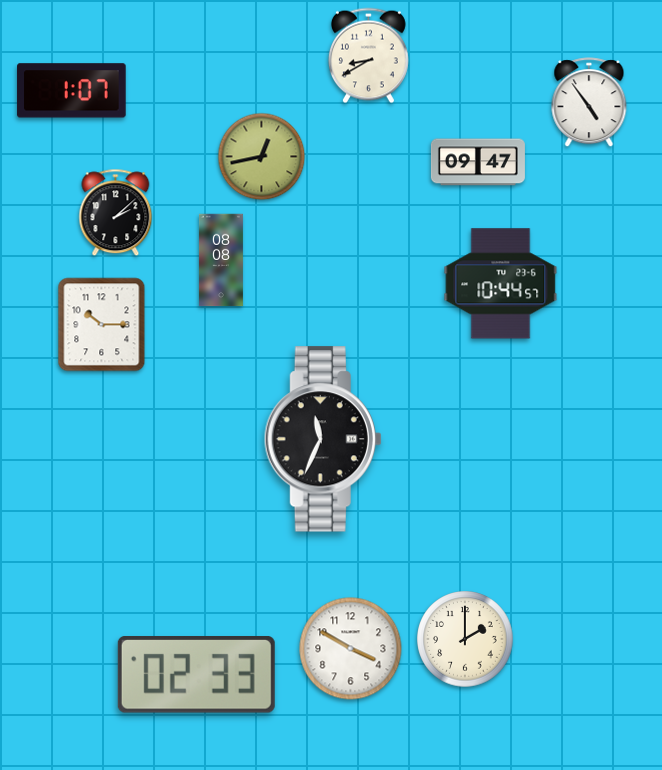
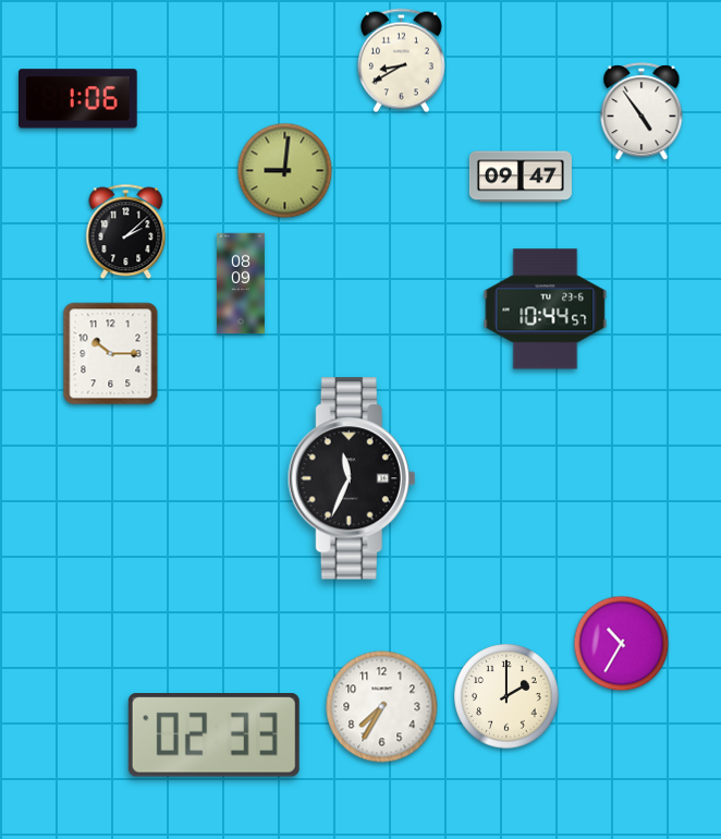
clock at (72, 91): 1:07 -> 1:06
clock at (262, 157): 12:43 -> 9:01
clock at (221, 260): 08:08 -> 08:09
clock at (622, 644): none -> 10:35
clock at (351, 649): 3:50 -> 7:35
